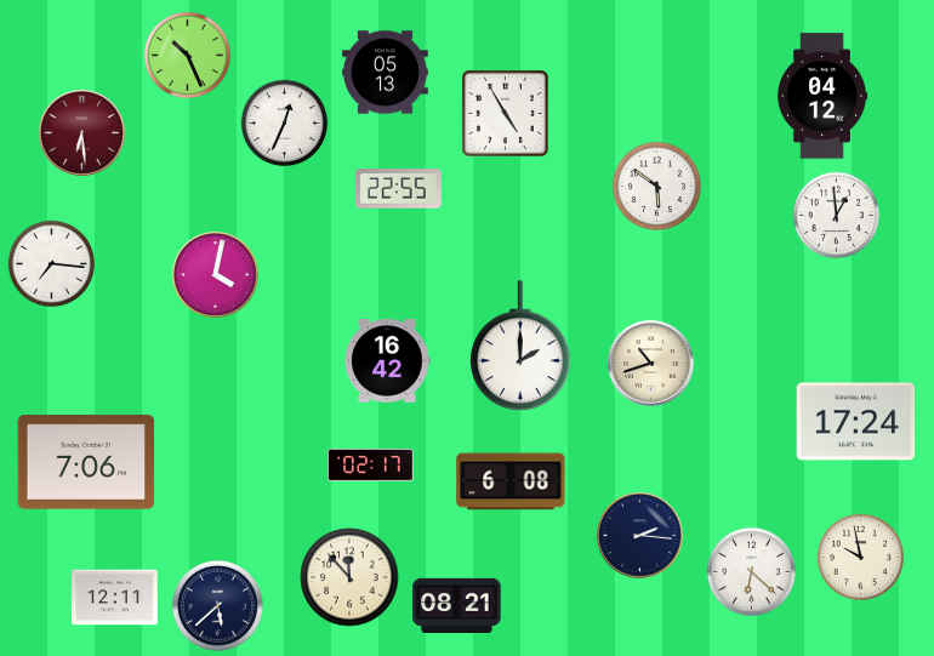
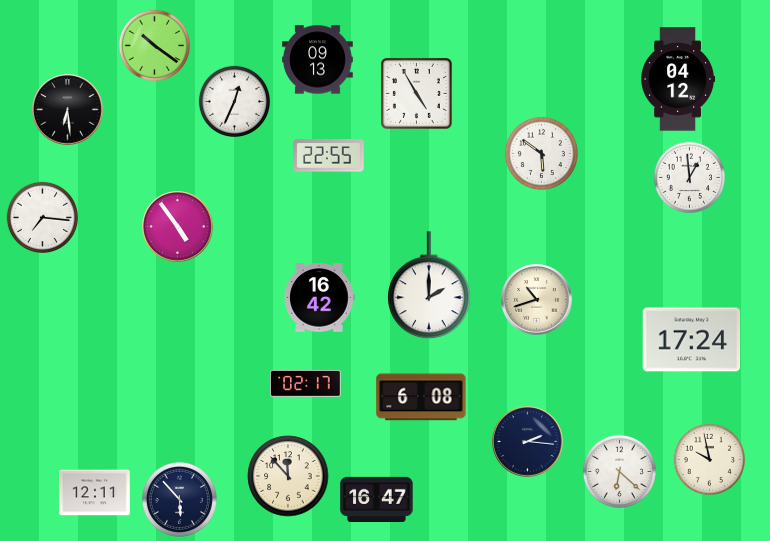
clock at (187, 55): 10:26 -> 10:21
clock at (386, 73): 05:13 -> 09:13
clock at (82, 133) dial: burgundy -> black
clock at (216, 275): 4:02 -> 4:54
clock at (856, 422) position: (856, 422) -> (692, 340)
clock at (86, 462): 7:06 -> none
clock at (217, 605): 5:38 -> 5:53
clock at (457, 605): 08:21 -> 16:47
